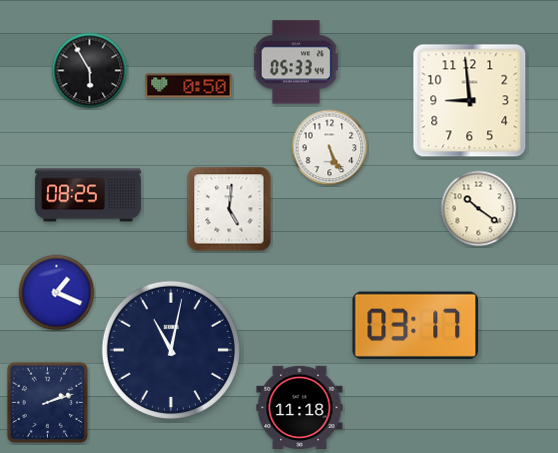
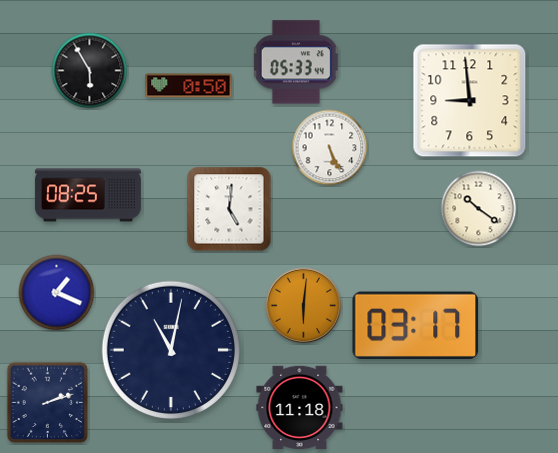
clock at (304, 306): none -> 6:01
